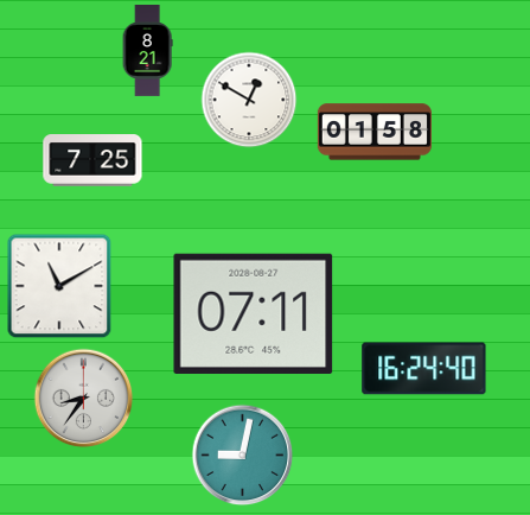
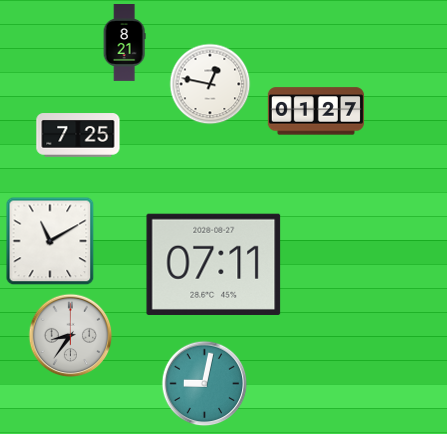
clock at (249, 100): 12:50 -> 12:47
clock at (375, 132): 01:58 -> 01:27
clock at (424, 369): 16:24 -> none
